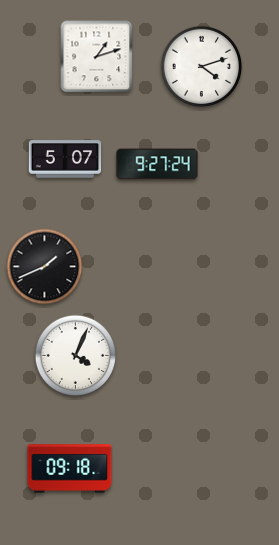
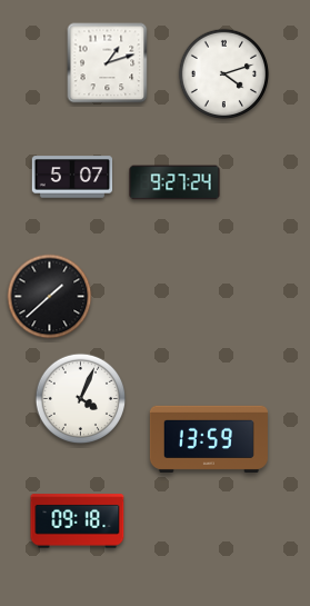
clock at (45, 267): 1:41 -> 1:38
clock at (76, 356) position: (76, 356) -> (81, 399)
clock at (209, 439): none -> 13:59
